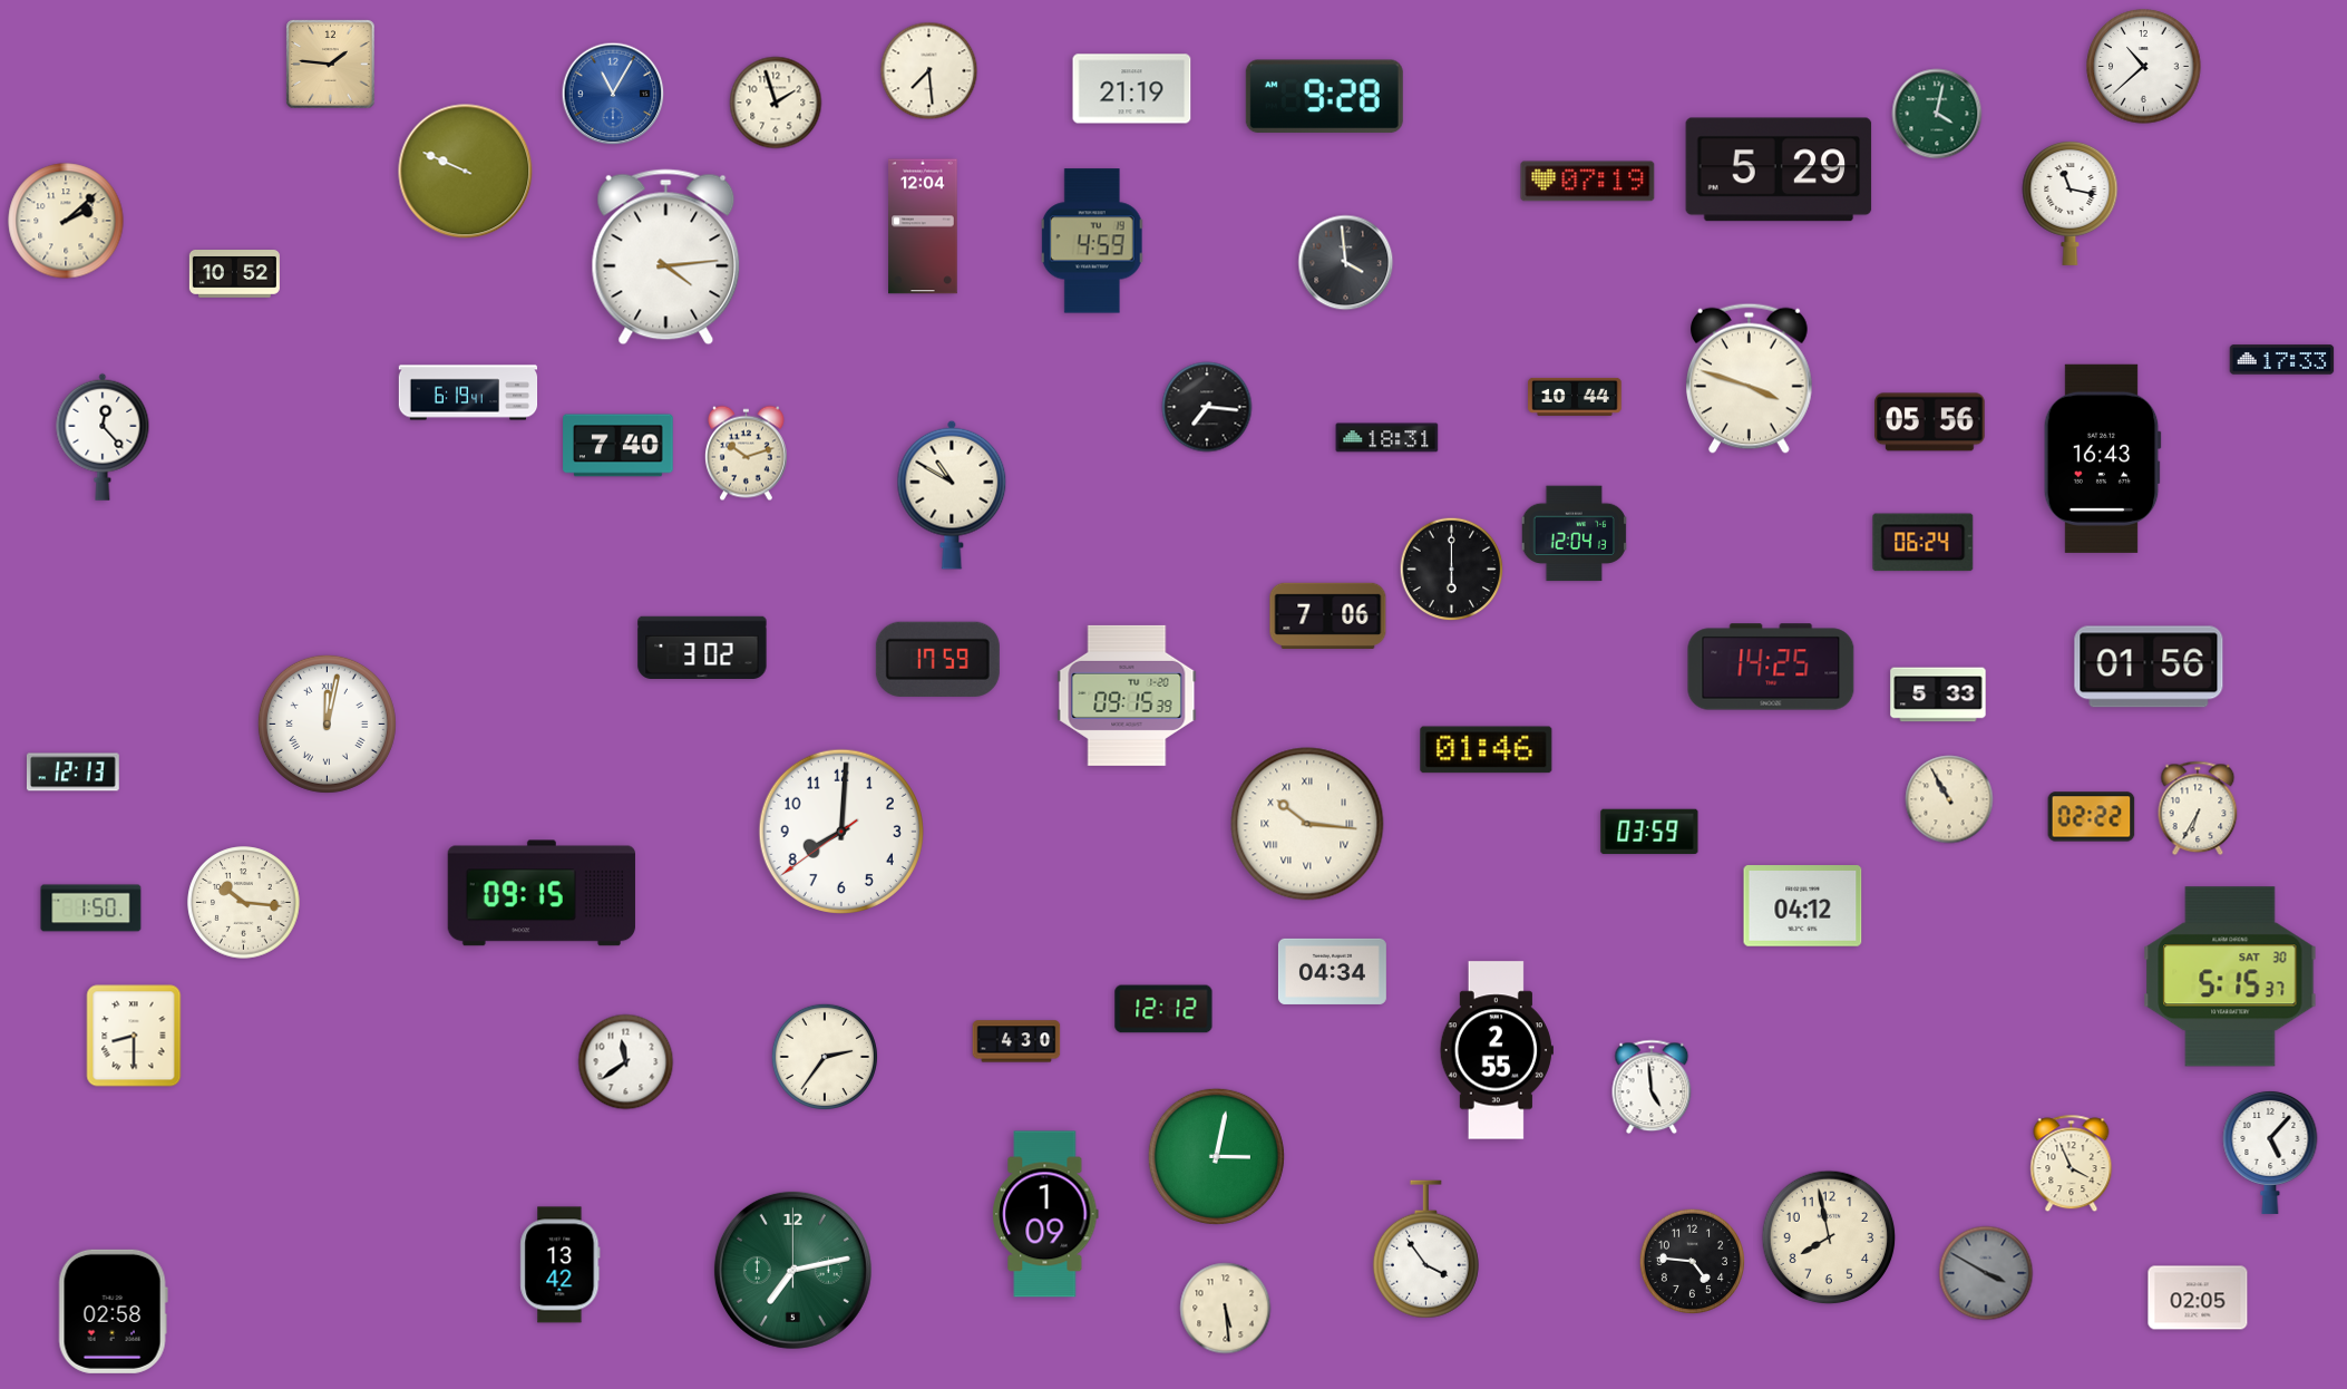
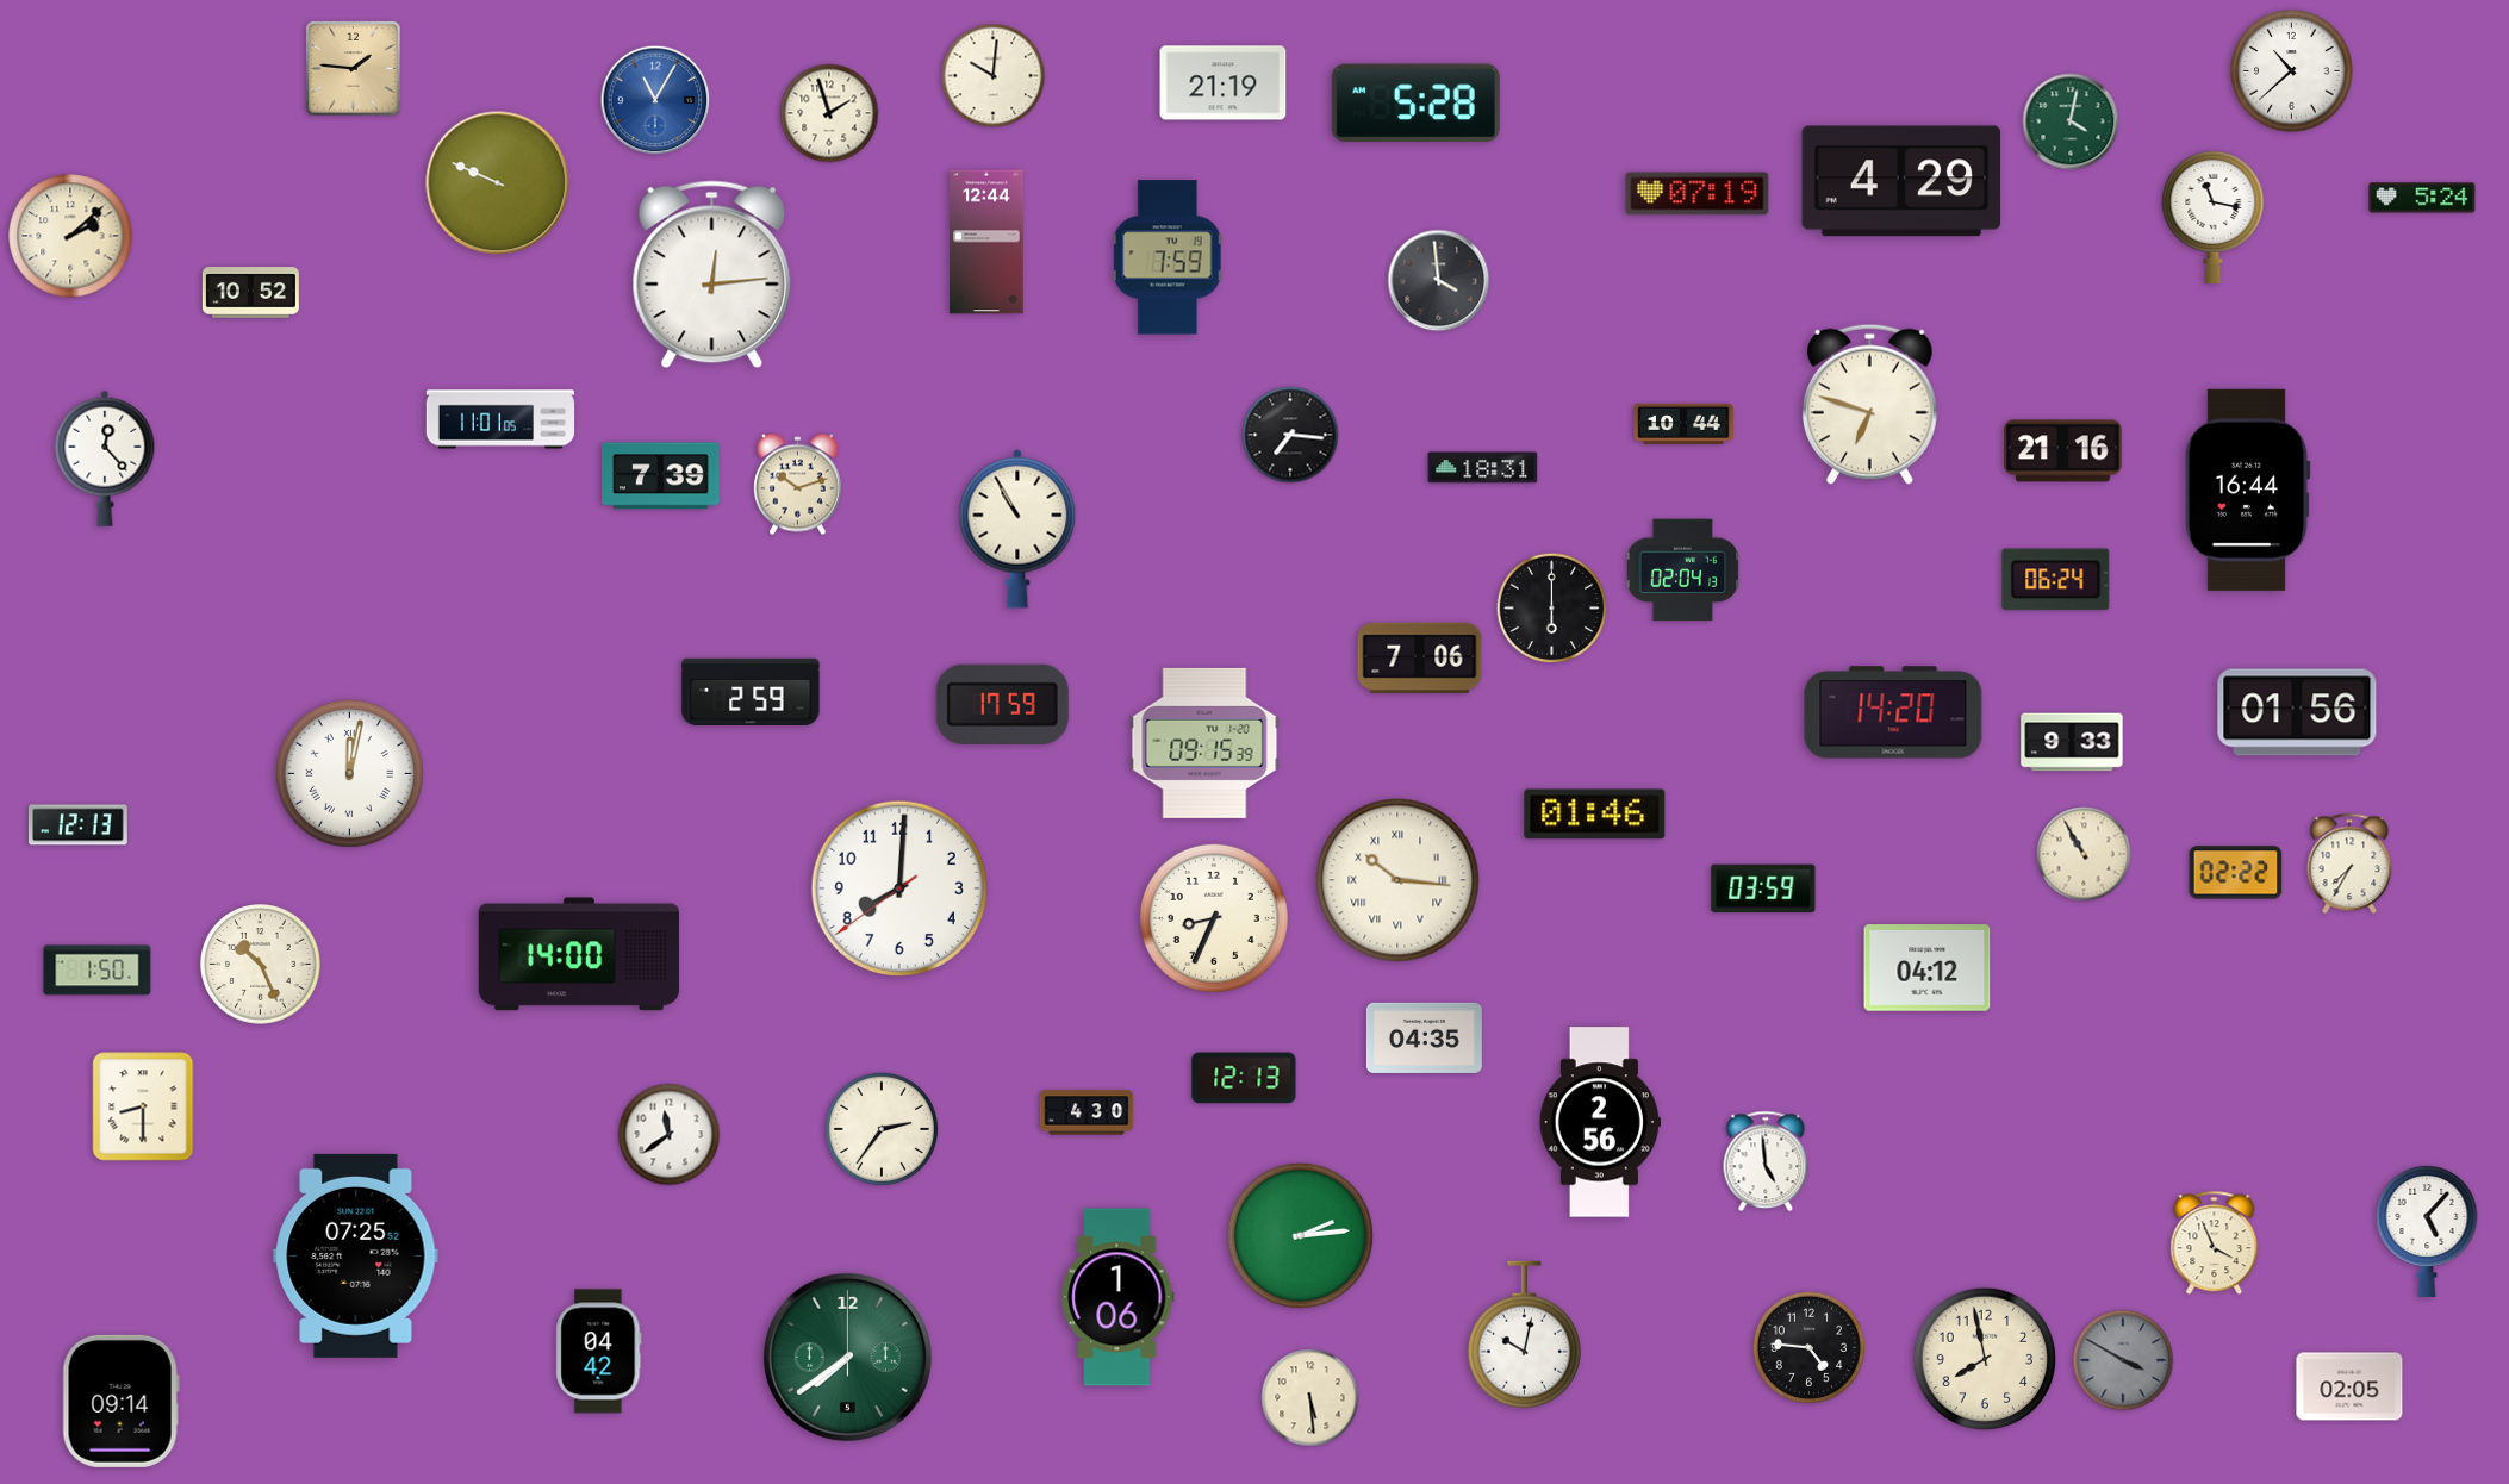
clock at (929, 71): 7:29 -> 10:01
clock at (1132, 89) position: (1132, 89) -> (1224, 83)
clock at (1324, 97): 9:28 -> 5:28
clock at (776, 103) position: (776, 103) -> (829, 113)
clock at (1779, 169): 5:29 -> 4:29
clock at (2422, 198): none -> 5:24
clock at (923, 226): 12:04 -> 12:44
clock at (1092, 241): 4:59 -> 7:59
clock at (666, 258): 4:14 -> 12:14
clock at (2282, 360): 17:33 -> none
clock at (1750, 378): 3:48 -> 6:48
clock at (468, 392): 6:19 -> 11:01
clock at (1930, 422): 05:56 -> 21:16
clock at (103, 437) position: (103, 437) -> (105, 459)
clock at (619, 446): 7:40 -> 7:39
clock at (2102, 458): 16:43 -> 16:44
clock at (952, 495): 10:50 -> 10:55
clock at (1574, 534): 12:04 -> 02:04
clock at (702, 647): 3:02 -> 2:59
clock at (1771, 667): 14:25 -> 14:20
clock at (1938, 694): 5:33 -> 9:33
clock at (1487, 750) position: (1487, 750) -> (1595, 815)
clock at (2198, 808): 6:35 -> 7:35
clock at (1214, 918): none -> 8:34
clock at (542, 893): 09:15 -> 14:00
clock at (244, 903): 10:16 -> 10:26
clock at (1332, 971): 04:34 -> 04:35
clock at (2230, 977): 5:15 -> none
clock at (1163, 1009): 12:12 -> 12:13
clock at (1497, 1050): 2:55 -> 2:56
clock at (1216, 1156): 3:02 -> 2:14
clock at (356, 1255): none -> 07:25
clock at (1045, 1214): 1:09 -> 1:06
clock at (1829, 1237) position: (1829, 1237) -> (1985, 1359)
clock at (1425, 1250): 3:54 -> 10:02
clock at (561, 1265): 13:42 -> 04:42
clock at (792, 1270): 7:13 -> 7:39
clock at (113, 1311): 02:58 -> 09:14
